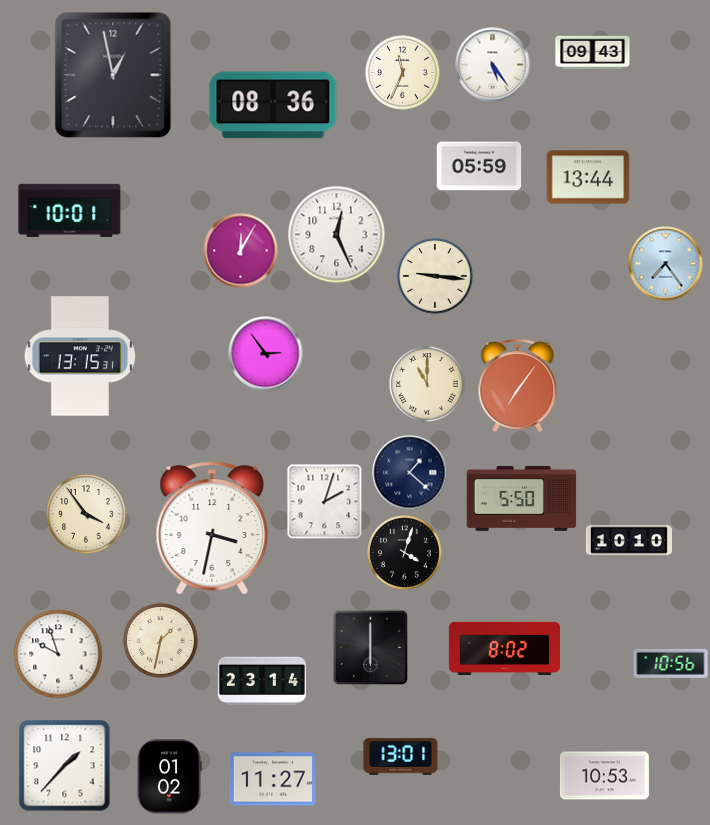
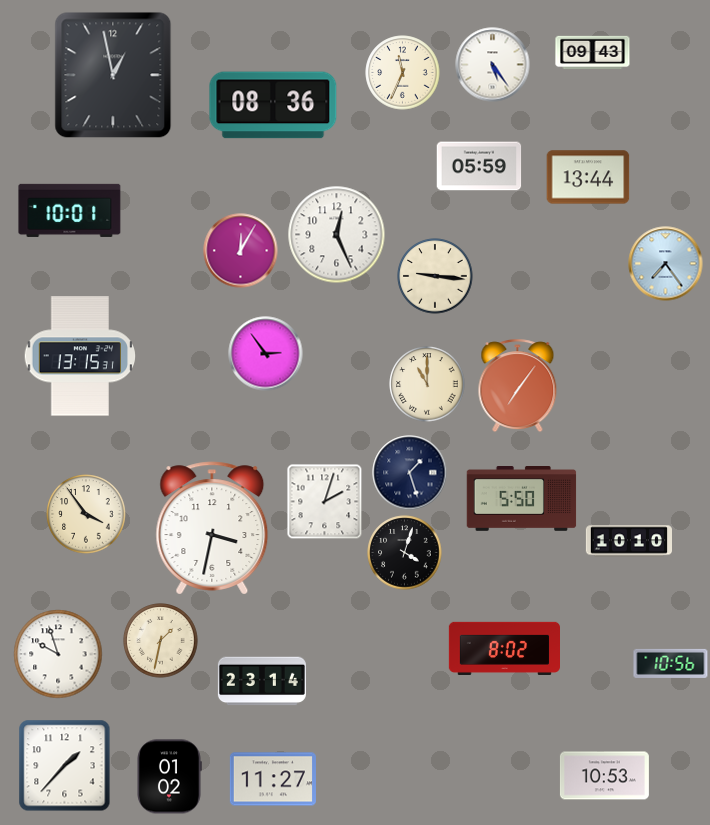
clock at (410, 473): 1:22 -> 1:27
clock at (371, 648): 6:00 -> none
clock at (401, 757): 13:01 -> none
